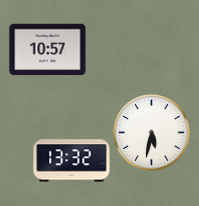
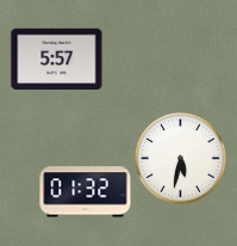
clock at (48, 50): 10:57 -> 5:57
clock at (72, 161): 13:32 -> 01:32
